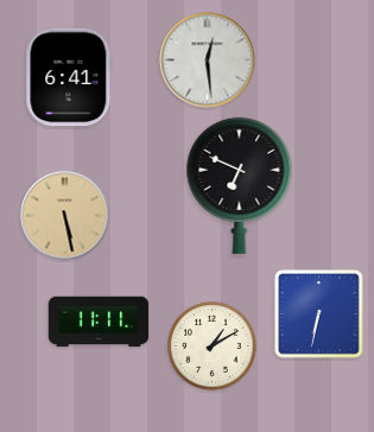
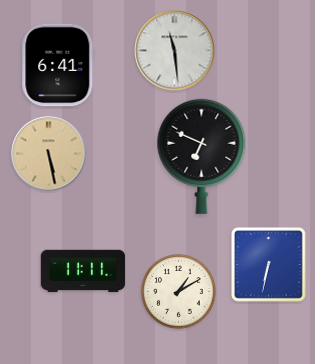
clock at (208, 61): 12:29 -> 11:29
clock at (65, 216) position: (65, 216) -> (49, 154)
